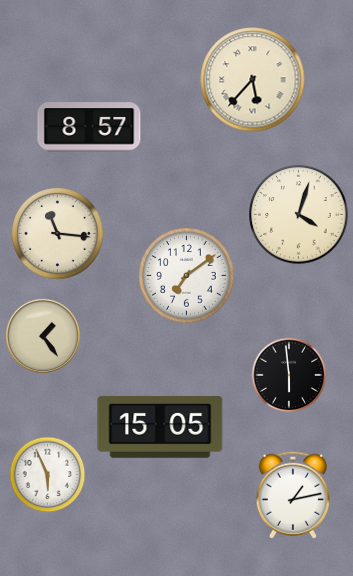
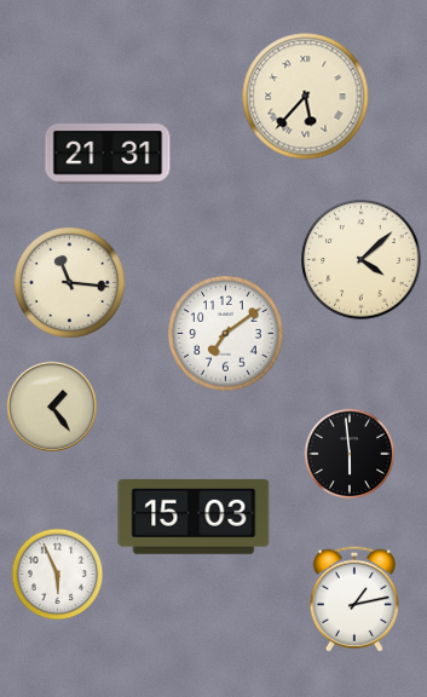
clock at (89, 127): 8:57 -> 21:31
clock at (299, 215): 4:03 -> 4:08
clock at (160, 427): 15:05 -> 15:03
